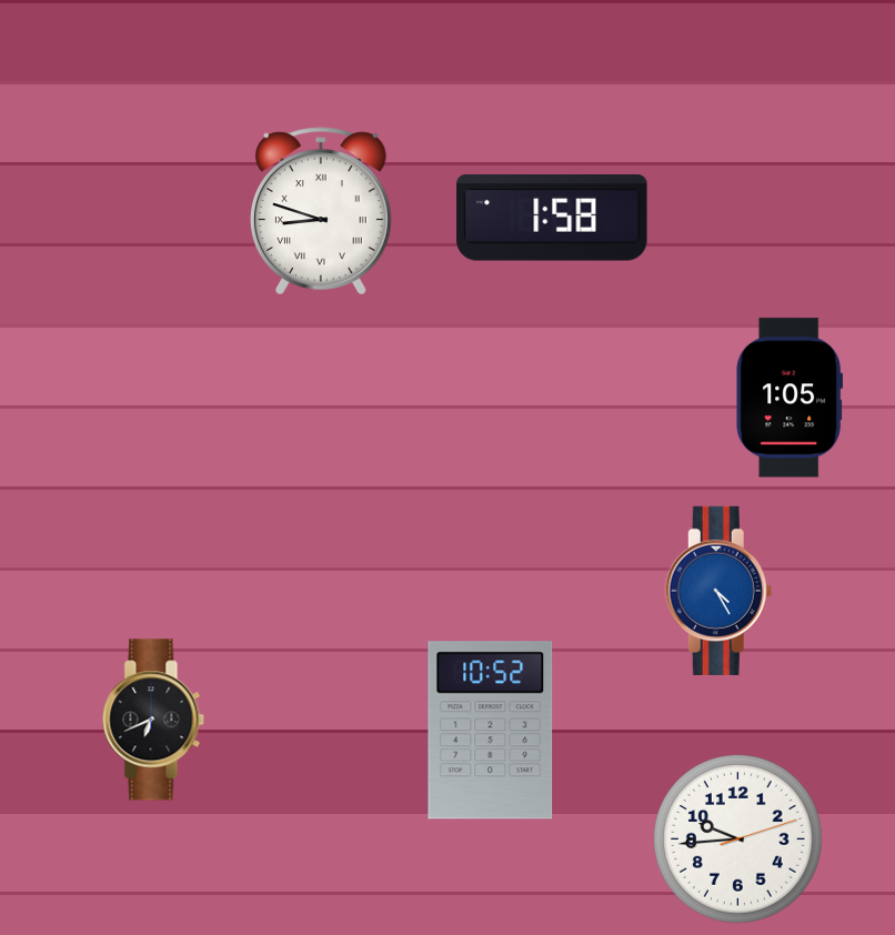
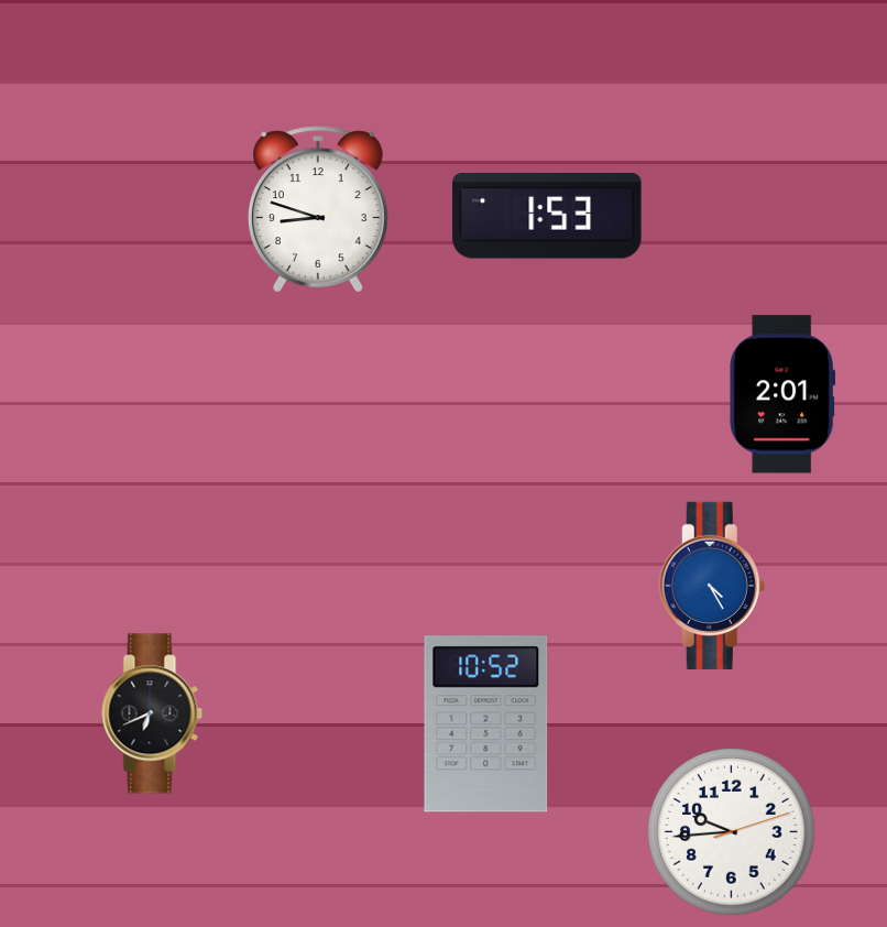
clock at (321, 211) numerals: Roman -> Arabic
clock at (552, 218): 1:58 -> 1:53
clock at (790, 398): 1:05 -> 2:01
